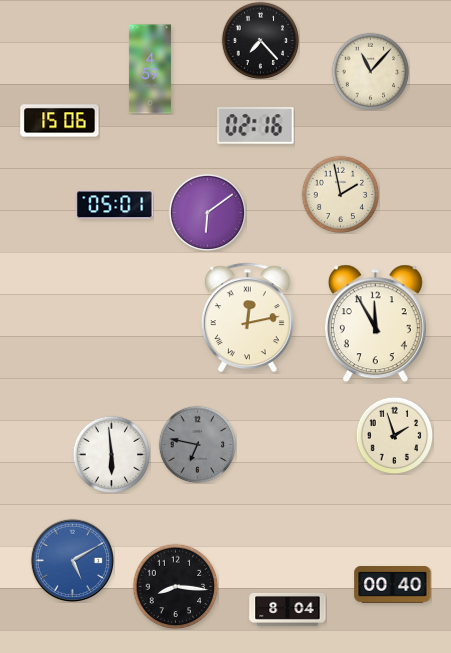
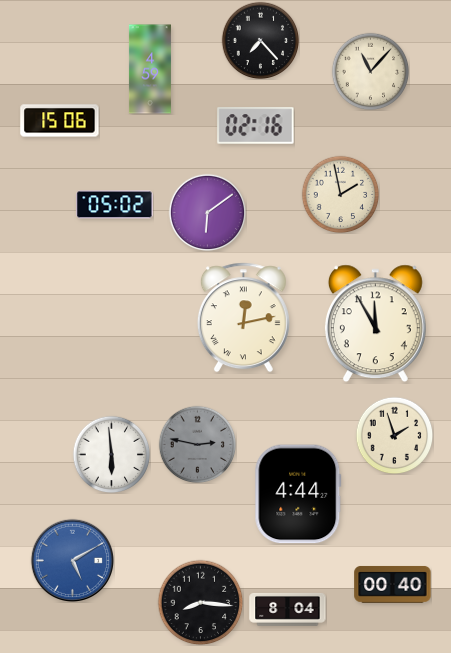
clock at (115, 205): 05:01 -> 05:02
clock at (247, 318) position: (247, 318) -> (243, 318)
clock at (197, 444): 6:47 -> 2:47
clock at (298, 494): none -> 4:44
clock at (175, 586) position: (175, 586) -> (200, 602)
